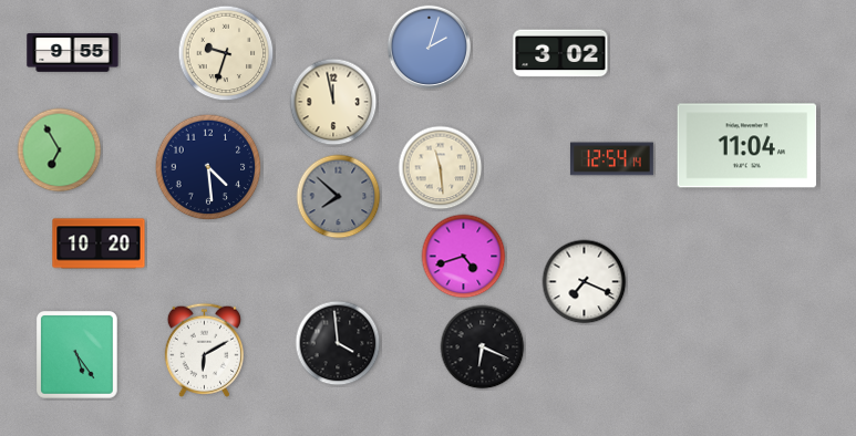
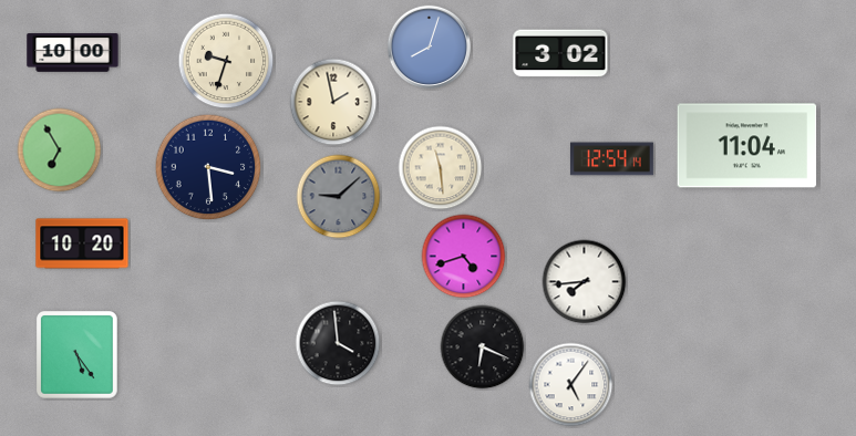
clock at (430, 48): 2:03 -> 8:03
clock at (73, 53): 9:55 -> 10:00
clock at (226, 53) position: (226, 53) -> (226, 61)
clock at (333, 102): 11:58 -> 1:58
clock at (208, 167): 4:29 -> 3:29
clock at (339, 197): 7:52 -> 9:08
clock at (99, 243) position: (99, 243) -> (82, 243)
clock at (585, 282): 7:19 -> 7:44
clock at (204, 350): 6:10 -> none
clock at (571, 385): none -> 5:06
